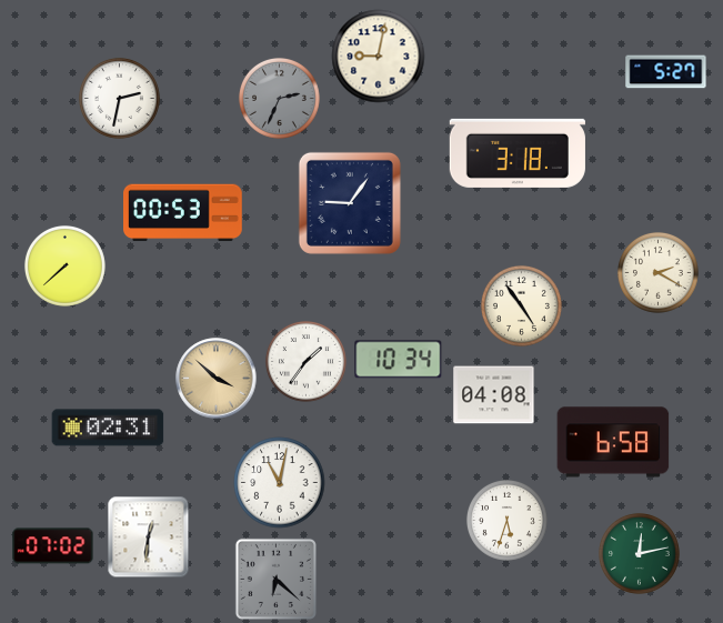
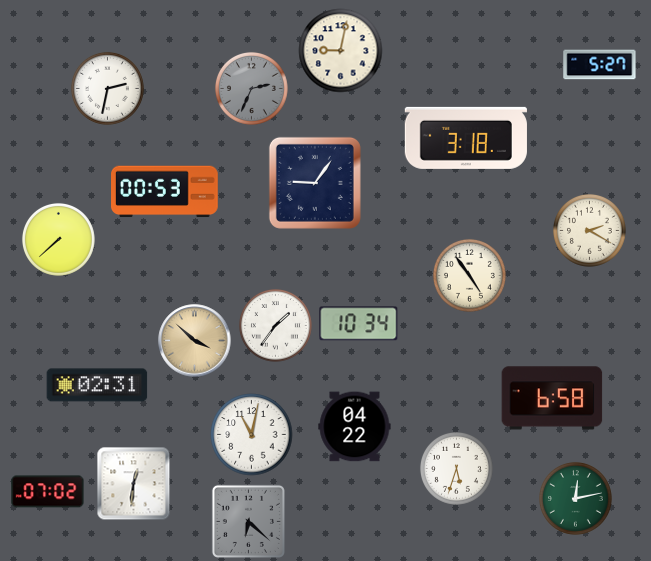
clock at (657, 272) position: (657, 272) -> (589, 230)
clock at (494, 395): 04:08 -> none
clock at (355, 427): none -> 04:22
